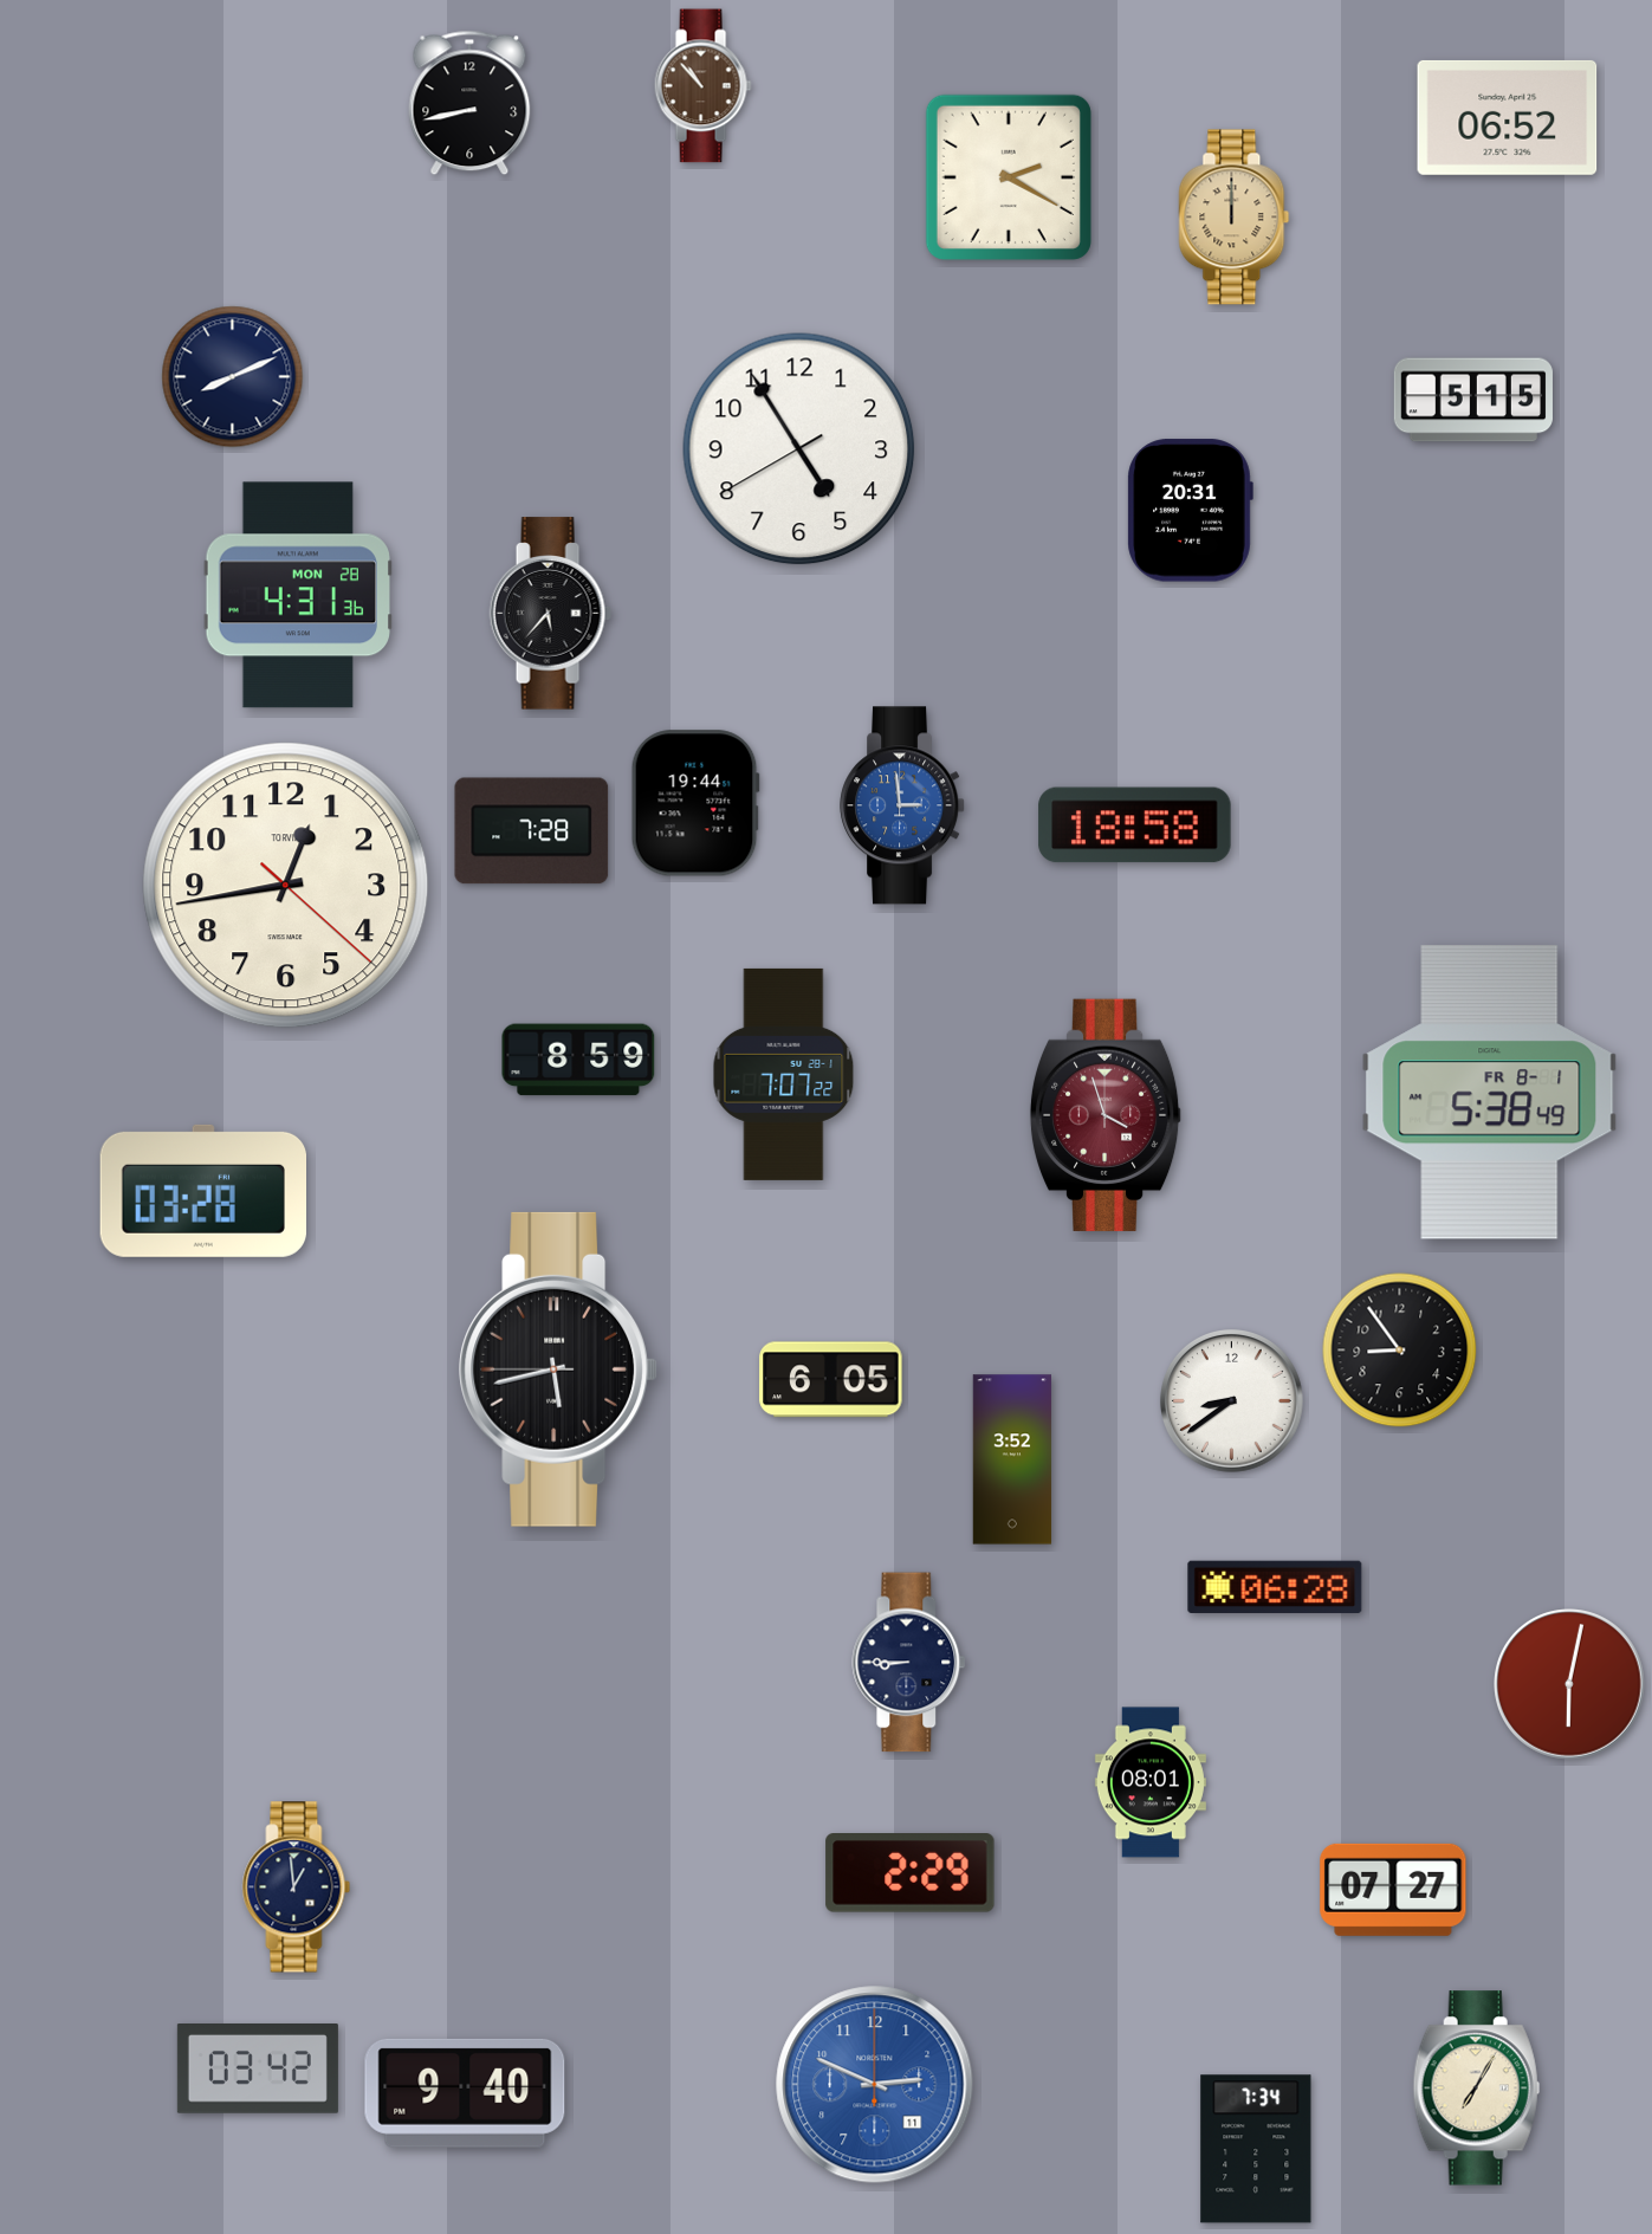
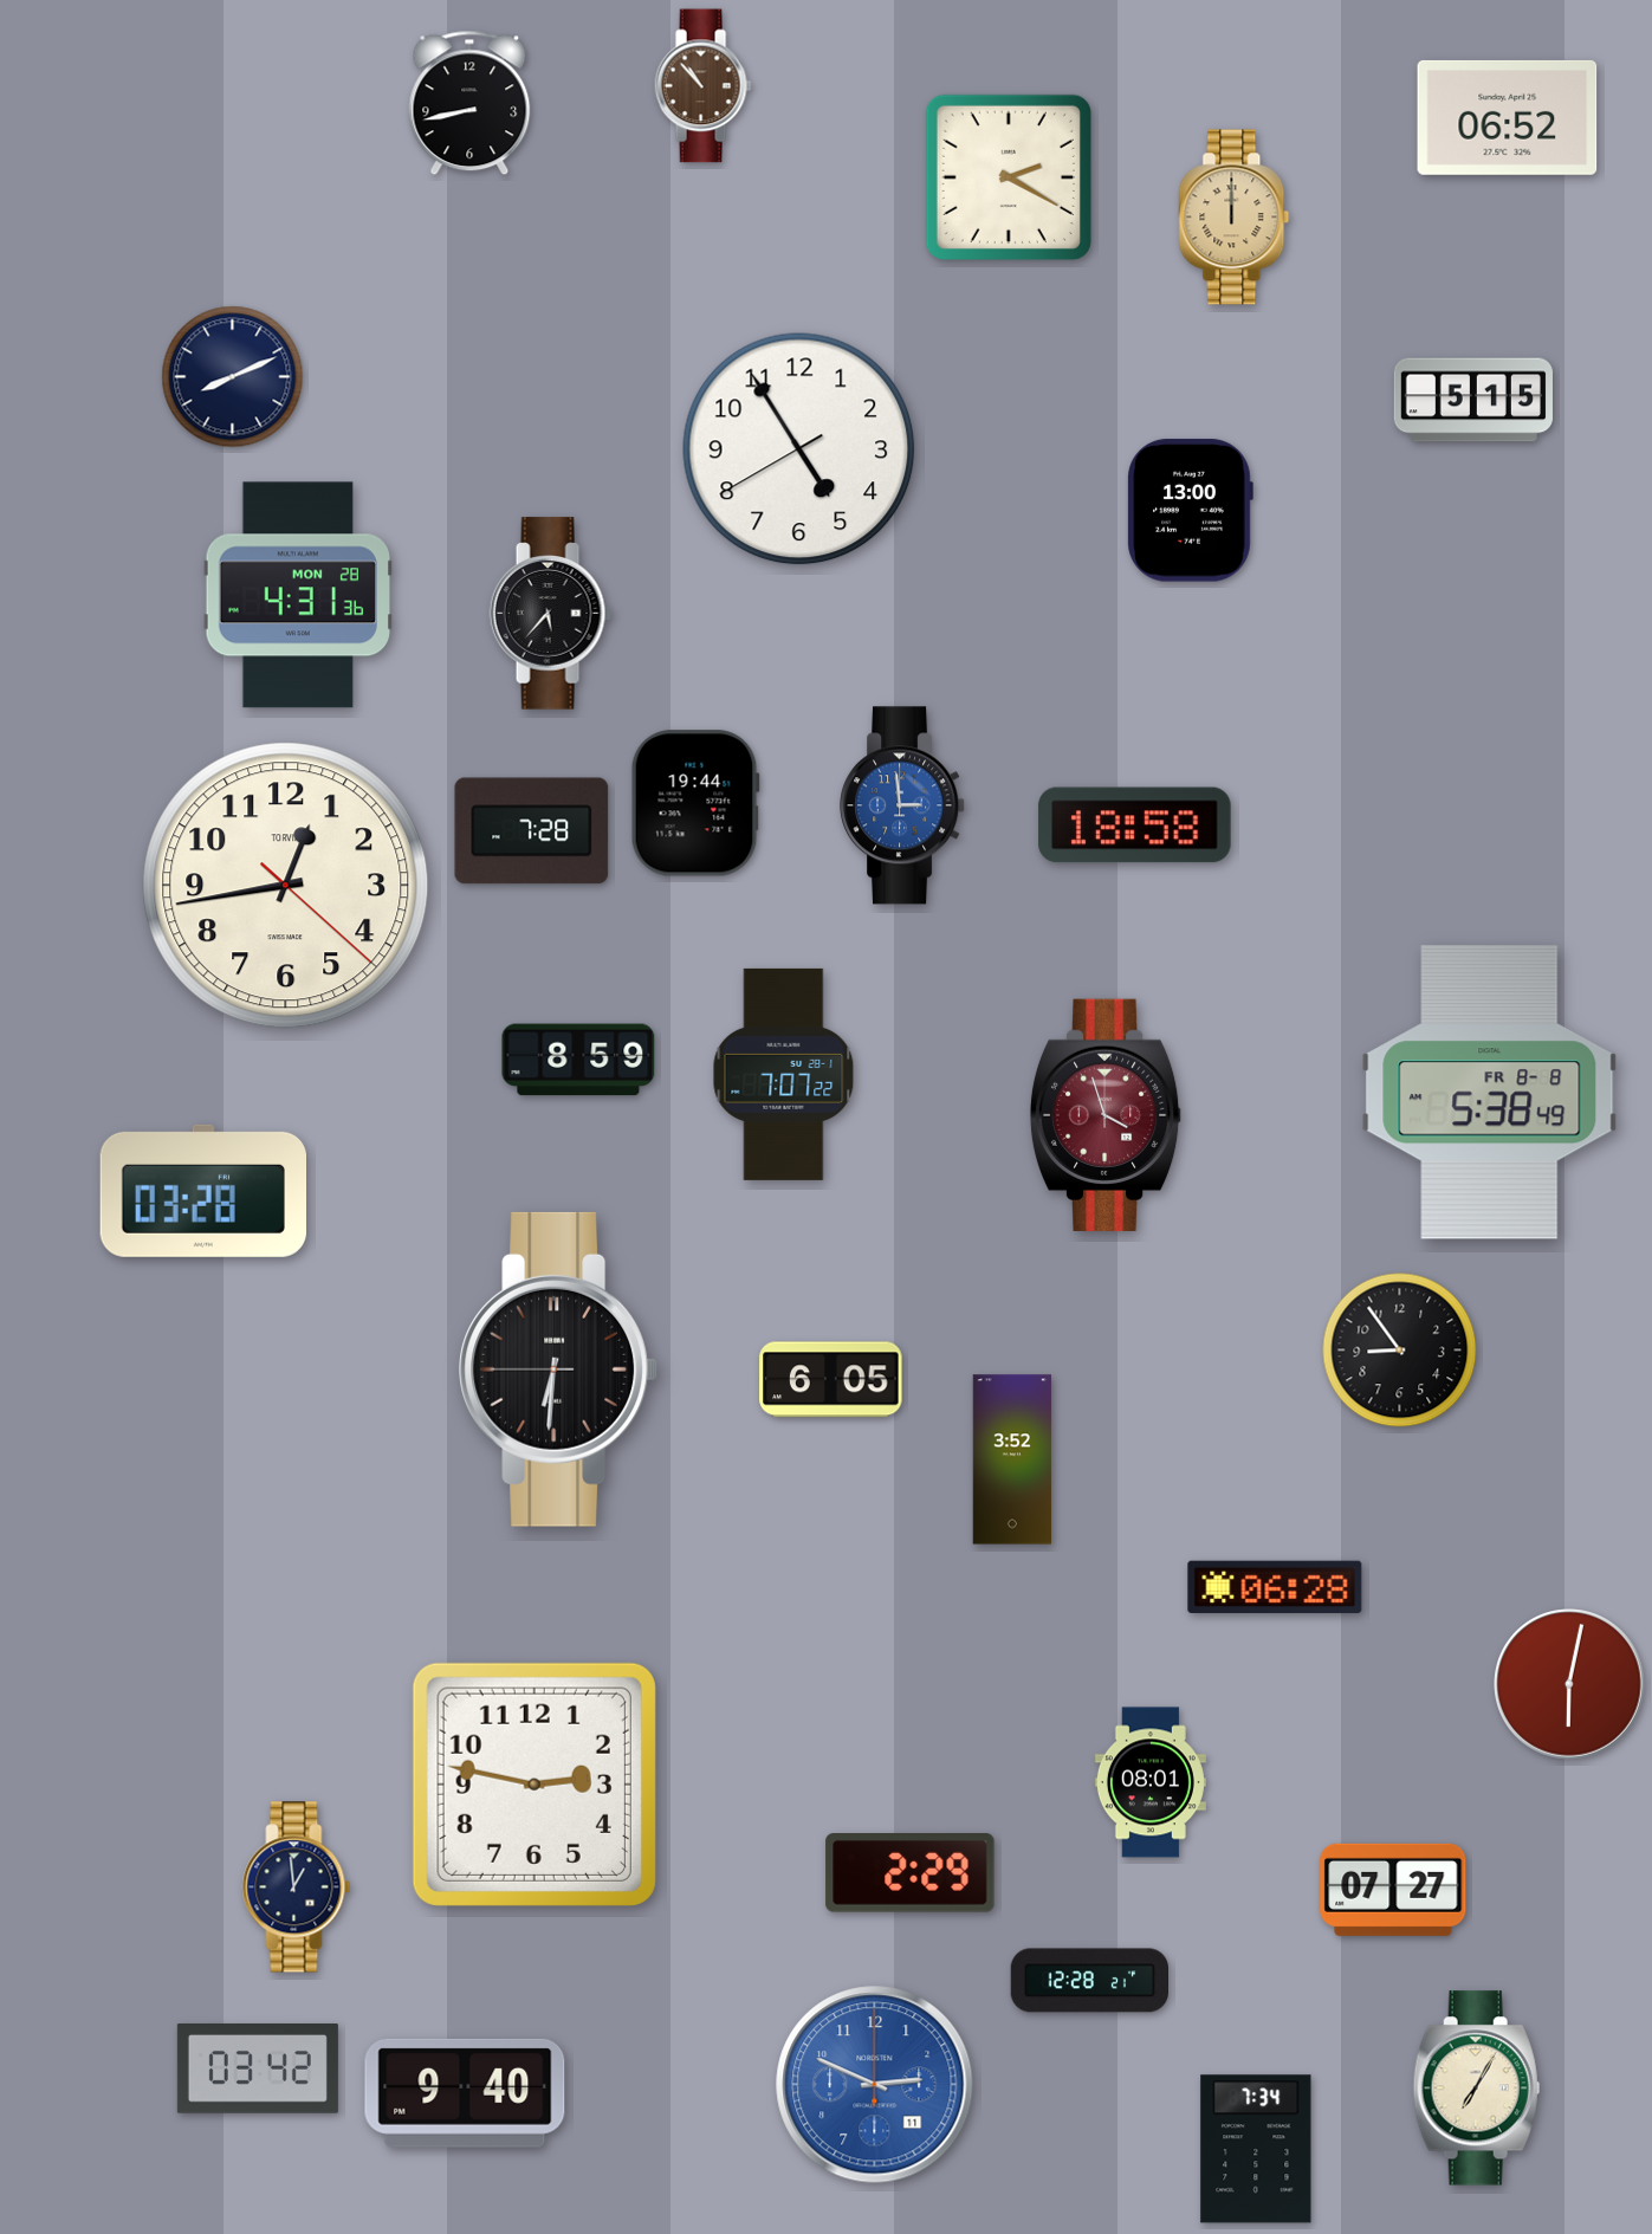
clock at (1190, 511): 20:31 -> 13:00
clock at (1490, 1093) date: FR 8-1 -> FR 8-8
clock at (557, 1369): 5:42 -> 6:30
clock at (1232, 1401): 8:39 -> none
clock at (909, 1663): 8:45 -> none
clock at (535, 1785): none -> 2:47
clock at (1089, 1981): none -> 12:28
